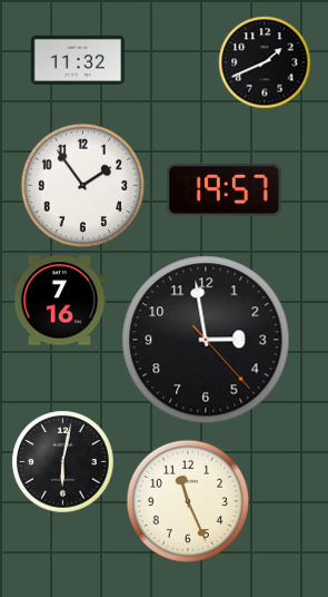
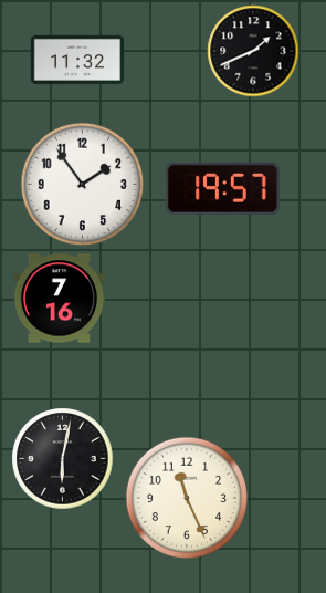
clock at (265, 62) position: (265, 62) -> (253, 51)
clock at (206, 340): 2:58 -> none
